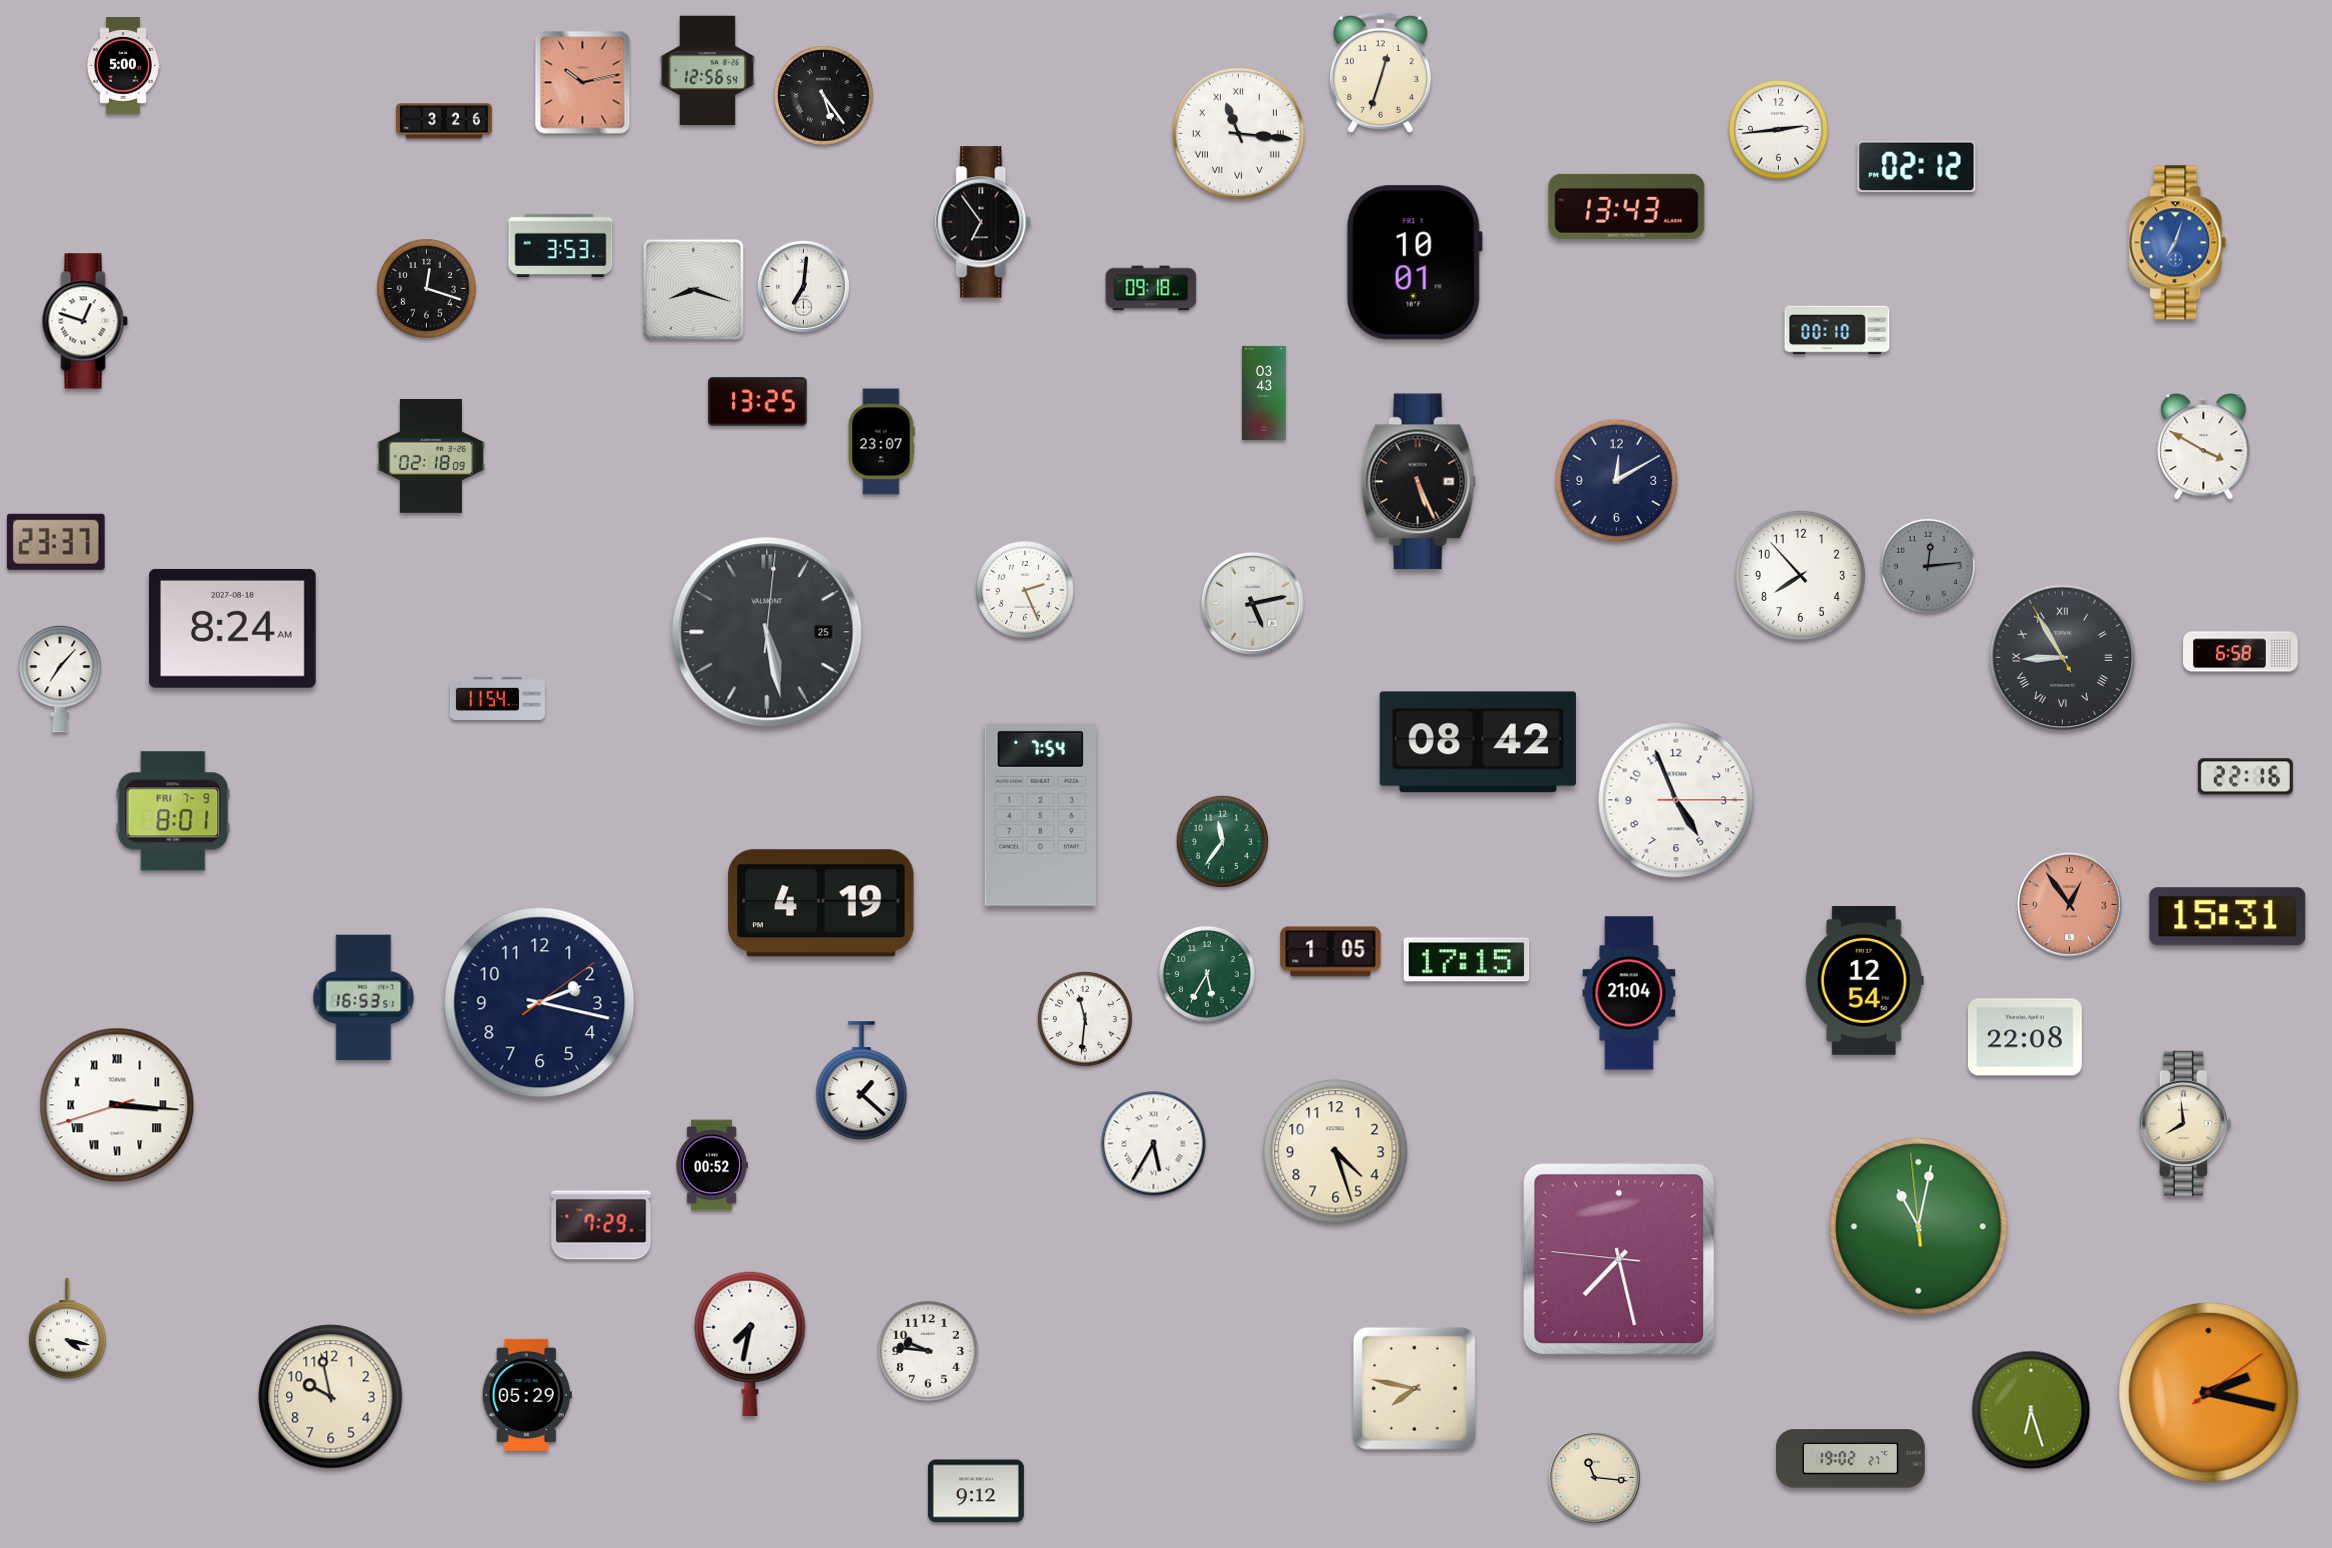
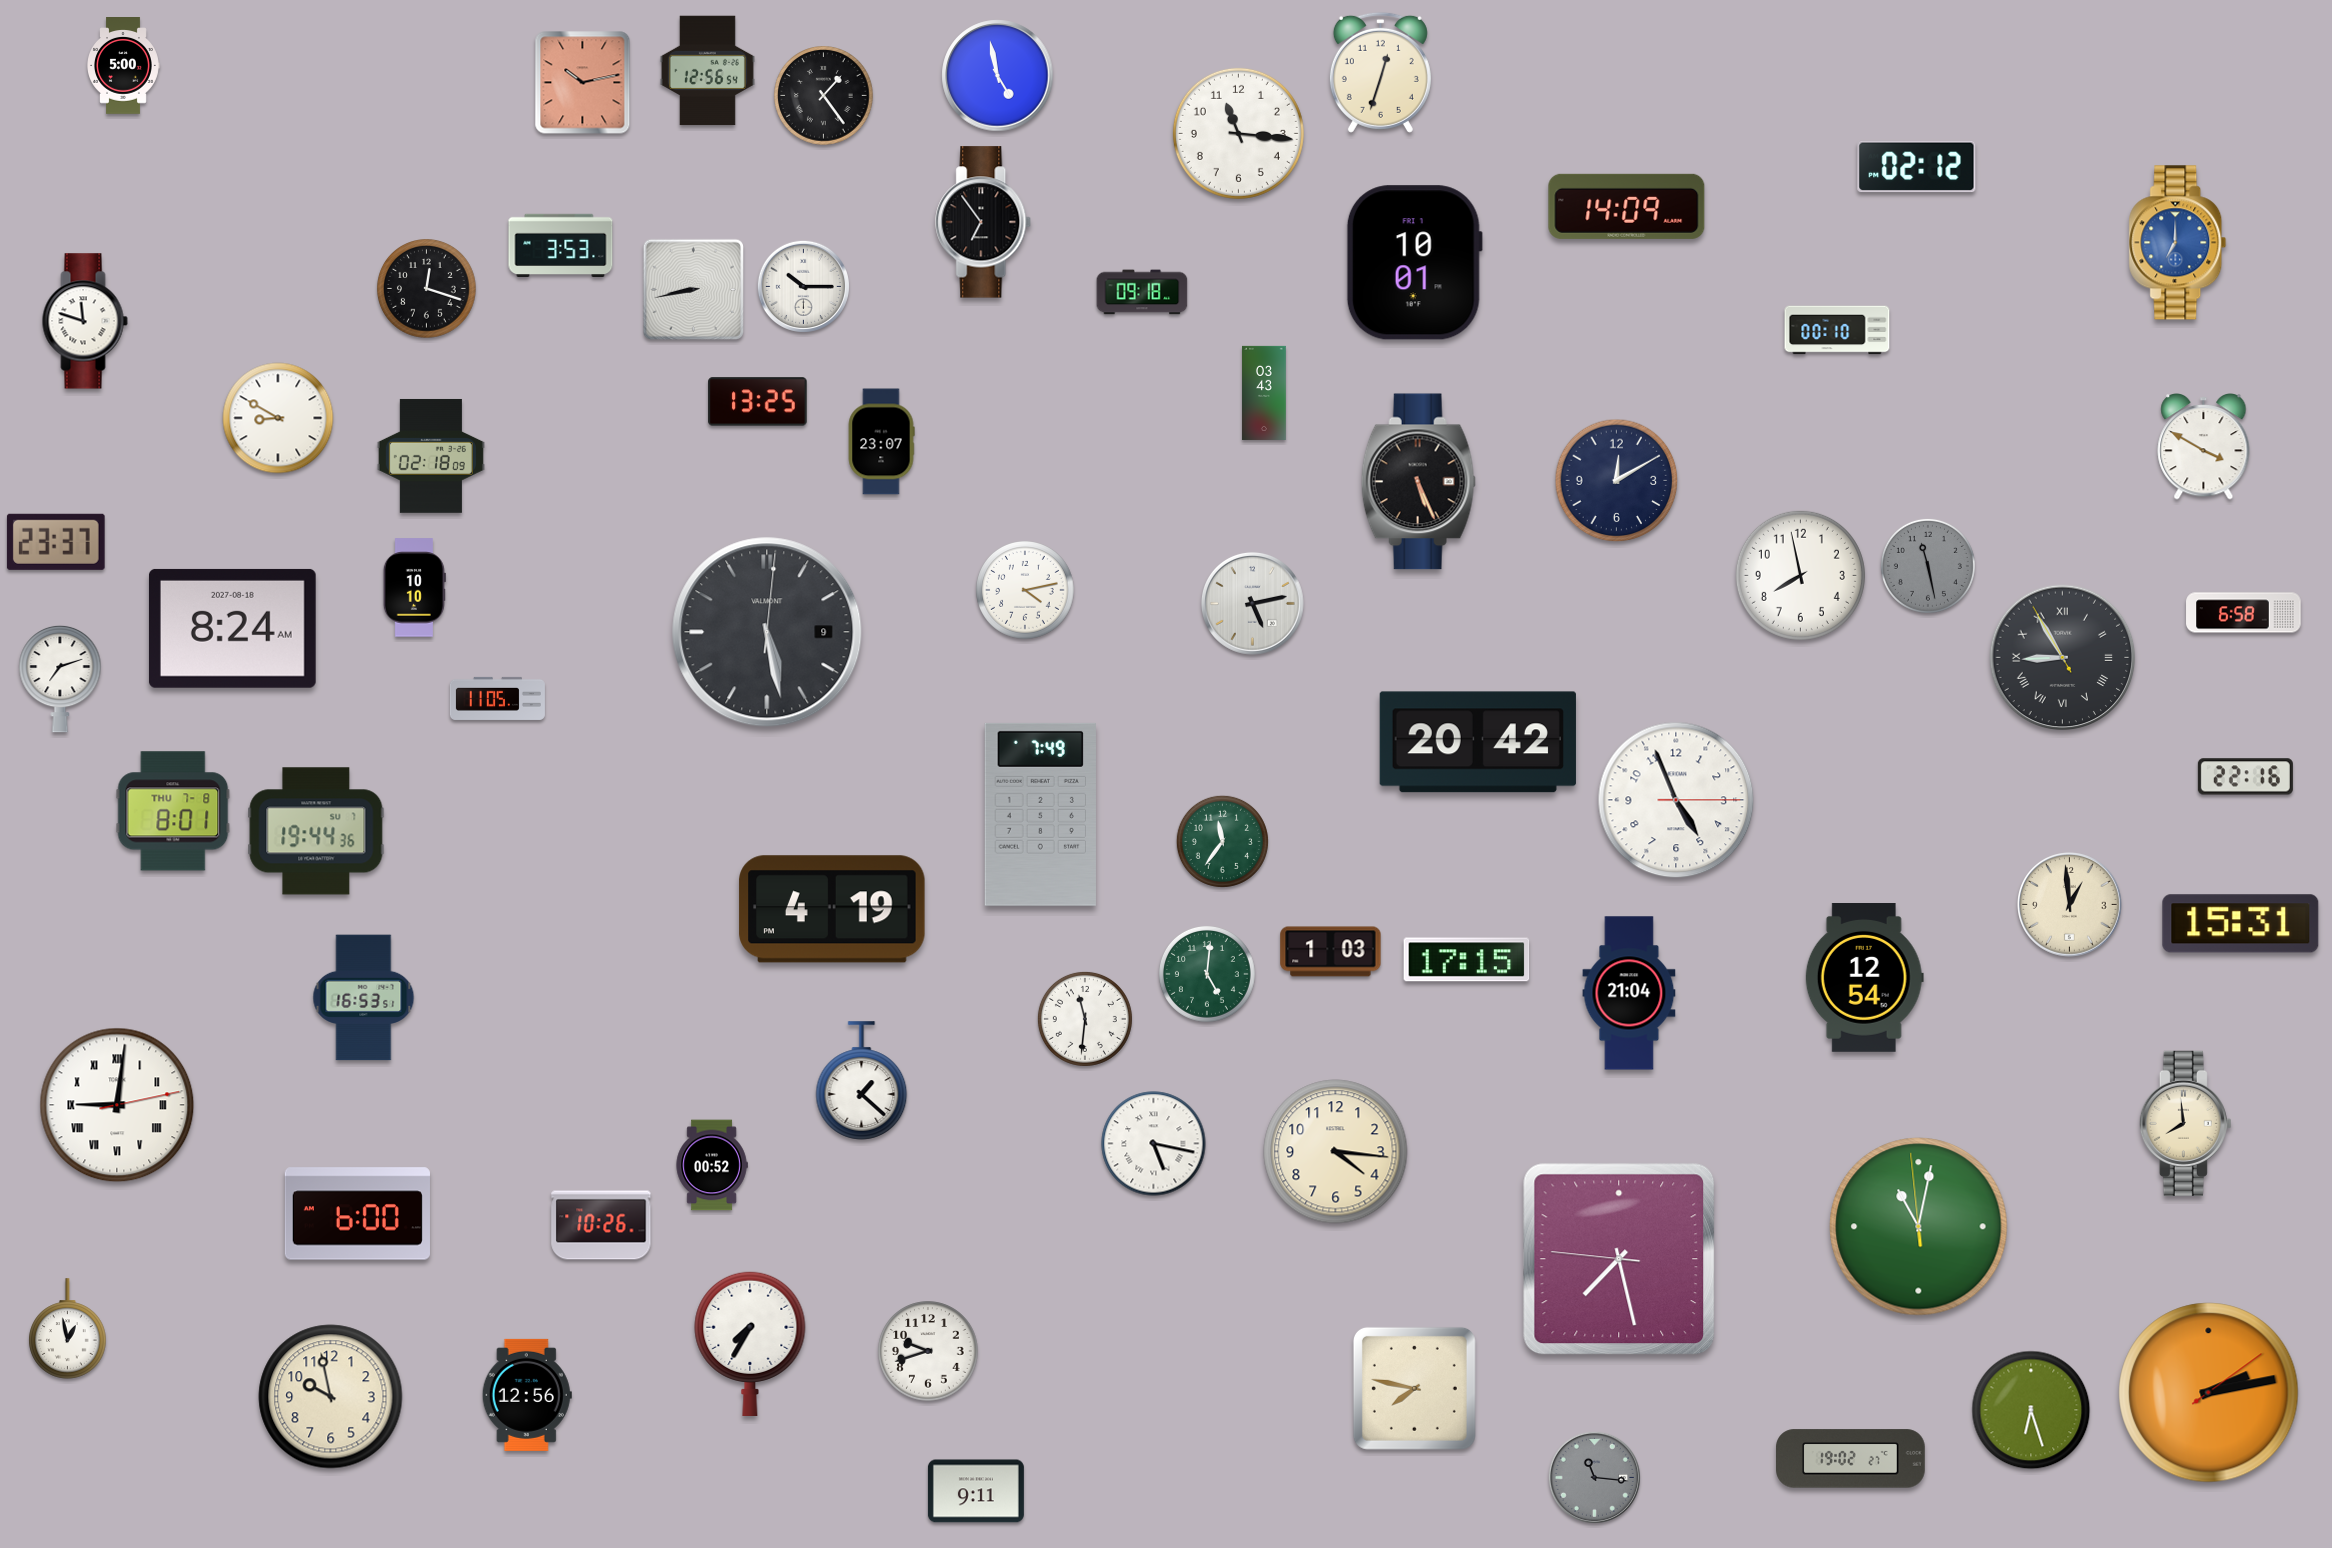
clock at (998, 76): none -> 4:58
clock at (824, 96): 5:24 -> 1:24
clock at (444, 121): 3:26 -> none
clock at (1779, 130): 2:44 -> none
clock at (1238, 133) numerals: Roman -> Arabic
clock at (1627, 206): 13:43 -> 14:09
clock at (2178, 243): 7:03 -> 7:00
clock at (803, 286): 7:01 -> 10:15
clock at (1151, 288) position: (1151, 288) -> (1142, 292)
clock at (694, 290): 8:18 -> 8:43
clock at (85, 321): 12:48 -> 11:48
clock at (278, 418): none -> 8:50
clock at (1928, 566): 12:14 -> 11:28
clock at (1800, 575): 7:53 -> 7:58
clock at (414, 588): none -> 10:10
clock at (1026, 591): 2:26 -> 4:13
clock at (767, 632) date: 25 -> 9
clock at (2241, 652) position: (2241, 652) -> (2244, 613)
clock at (60, 679): 7:07 -> 7:12
clock at (497, 698): 11:54 -> 11:05
clock at (1478, 742): 08:42 -> 20:42
clock at (173, 811) date: FRI 7-9 -> THU 7-8
clock at (1040, 814): 7:54 -> 7:49
clock at (316, 831): none -> 19:44
clock at (821, 903) position: (821, 903) -> (832, 909)
clock at (2070, 905): 12:54 -> 12:59
clock at (2070, 905) dial: salmon -> cream
clock at (2228, 917) position: (2228, 917) -> (2241, 924)
clock at (1331, 952): 1:05 -> 1:03
clock at (1207, 974): 5:35 -> 5:01
clock at (1864, 981) position: (1864, 981) -> (1864, 978)
clock at (540, 1003): 2:17 -> none
clock at (2025, 1037): 22:08 -> none
clock at (117, 1105): 3:15 -> 9:01
clock at (1154, 1144): 5:35 -> 5:17
clock at (1336, 1152): 4:27 -> 4:16
clock at (357, 1214): none -> 6:00
clock at (601, 1225): 7:29 -> 10:26
clock at (68, 1329): 4:17 -> 12:58
clock at (750, 1343): 7:32 -> 7:35
clock at (928, 1351): 9:46 -> 9:42
clock at (2209, 1393): 2:17 -> 2:13
clock at (527, 1395): 05:29 -> 12:56
clock at (1594, 1477) dial: cream -> grey
clock at (976, 1491): 9:12 -> 9:11
